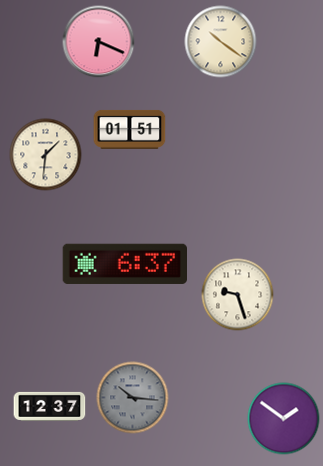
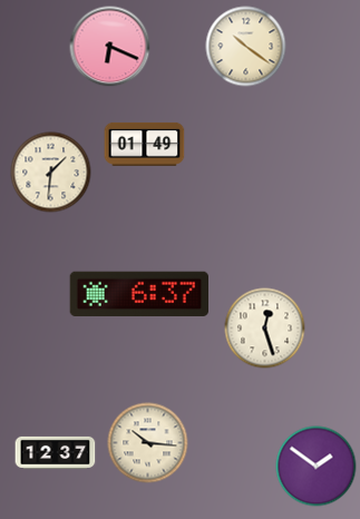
clock at (130, 129): 01:51 -> 01:49
clock at (238, 295): 9:27 -> 12:27
clock at (133, 398) dial: grey -> cream
